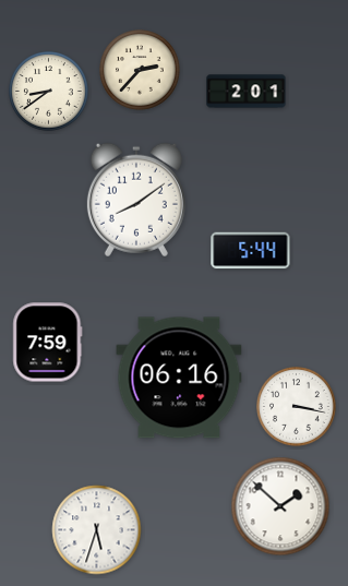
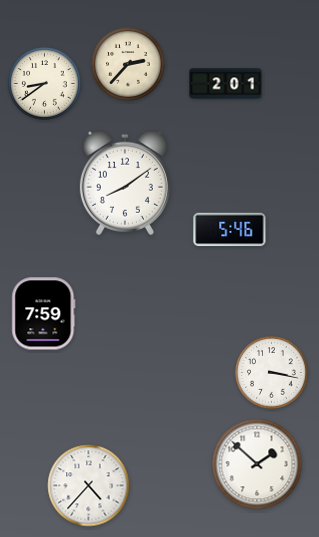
clock at (251, 251): 5:44 -> 5:46
clock at (179, 378): 06:16 -> none
clock at (97, 530): 5:33 -> 4:37
